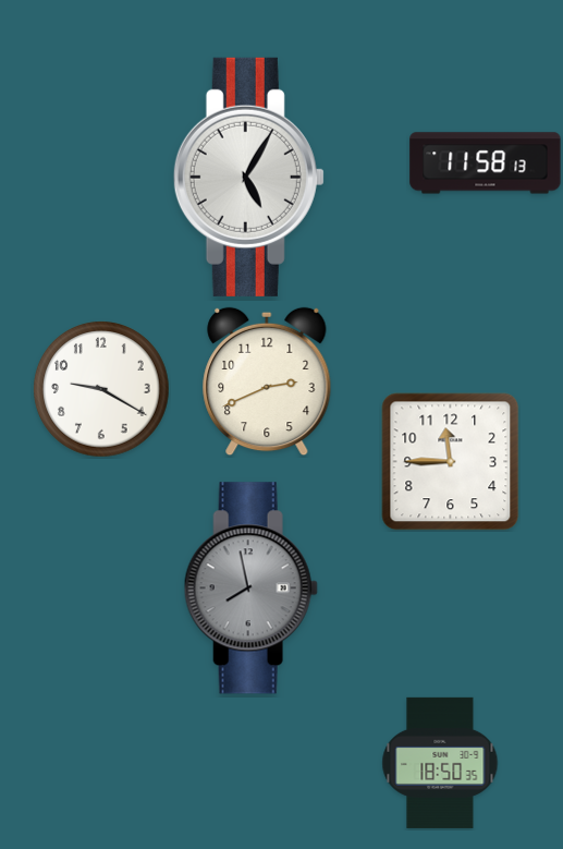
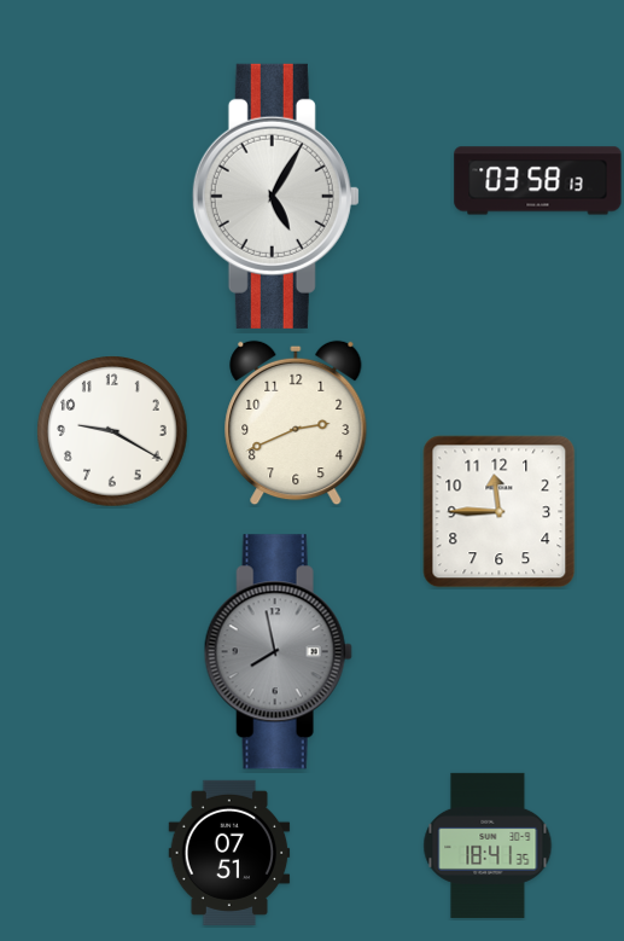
clock at (486, 163): 11:58 -> 03:58
clock at (440, 763): 18:50 -> 18:41
clock at (229, 853): none -> 07:51
